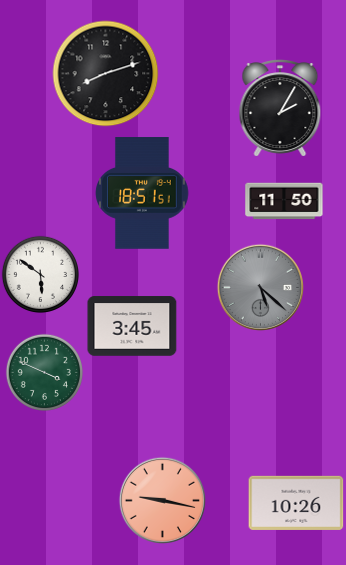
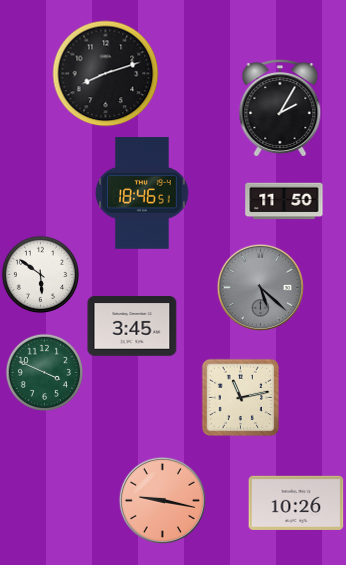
clock at (142, 193): 18:51 -> 18:46
clock at (240, 397): none -> 11:13
